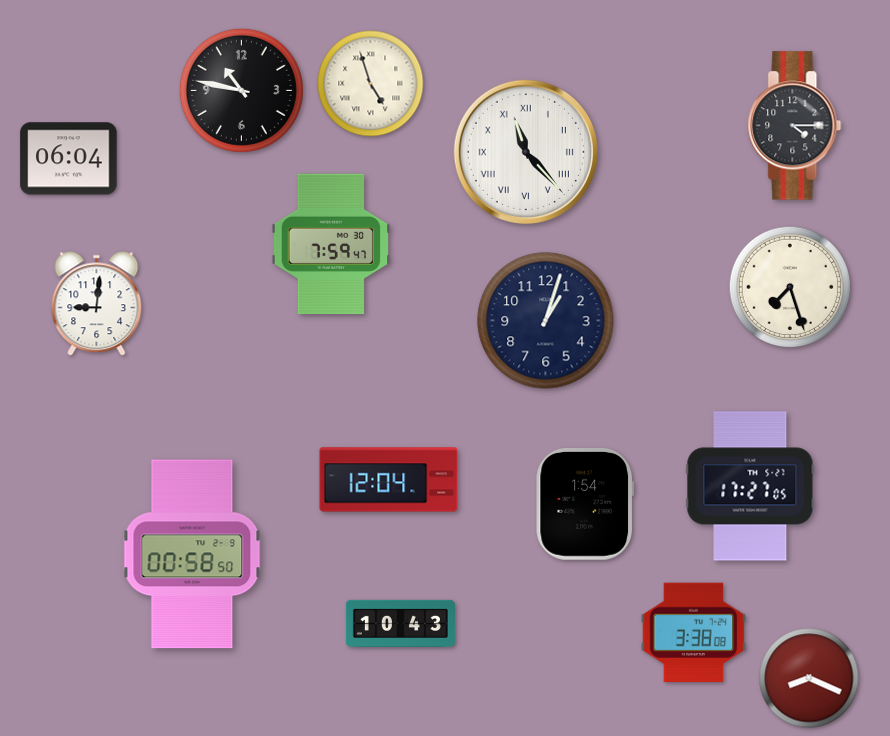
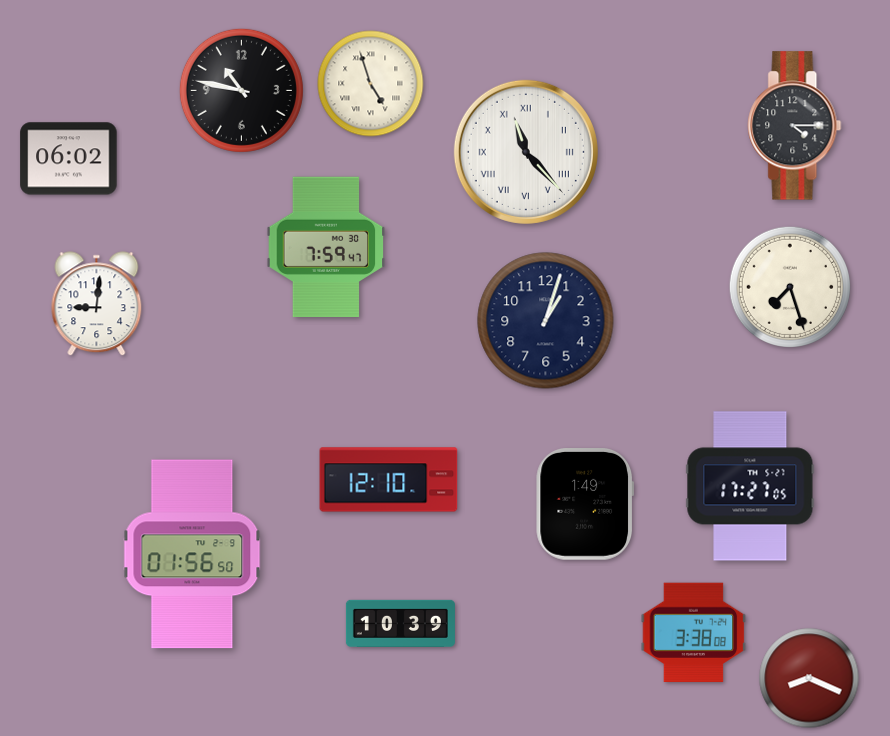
clock at (69, 159): 06:04 -> 06:02
clock at (331, 244) position: (331, 244) -> (326, 247)
clock at (389, 480): 12:04 -> 12:10
clock at (584, 505): 1:54 -> 1:49
clock at (192, 554): 00:58 -> 01:56
clock at (400, 623): 10:43 -> 10:39
